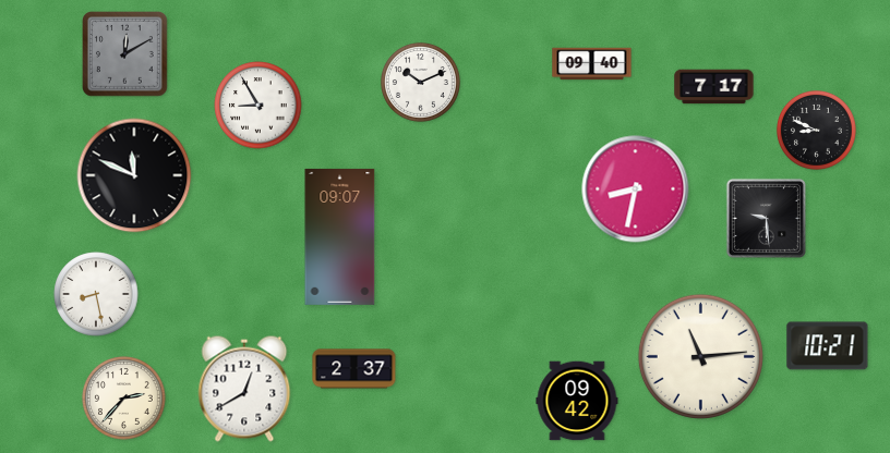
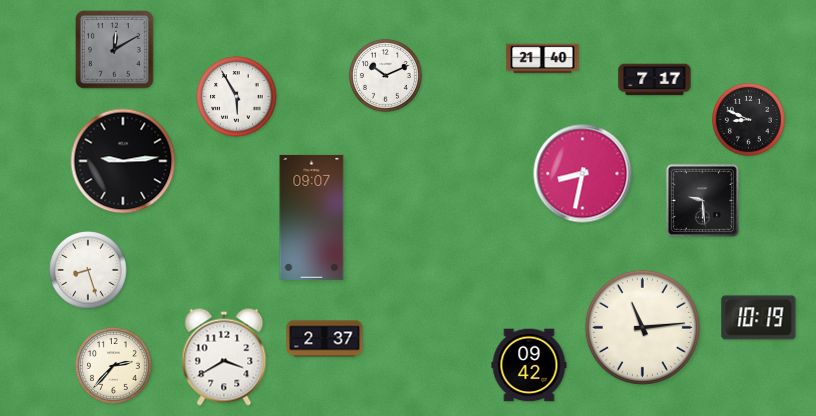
clock at (592, 64): 09:40 -> 21:40
clock at (258, 106): 8:55 -> 5:55
clock at (134, 175): 11:49 -> 9:14
clock at (96, 294): 8:28 -> 8:27
clock at (828, 346): 10:21 -> 10:19
clock at (244, 389): 12:40 -> 3:40
clock at (577, 401) position: (577, 401) -> (529, 365)
